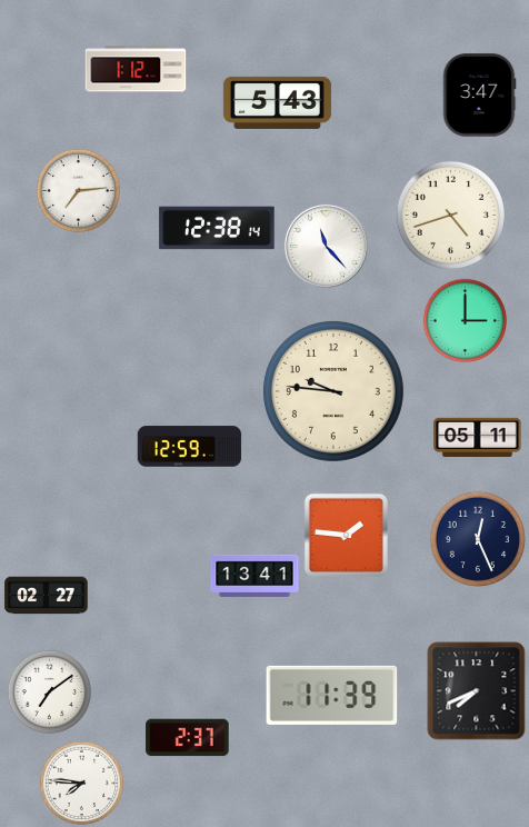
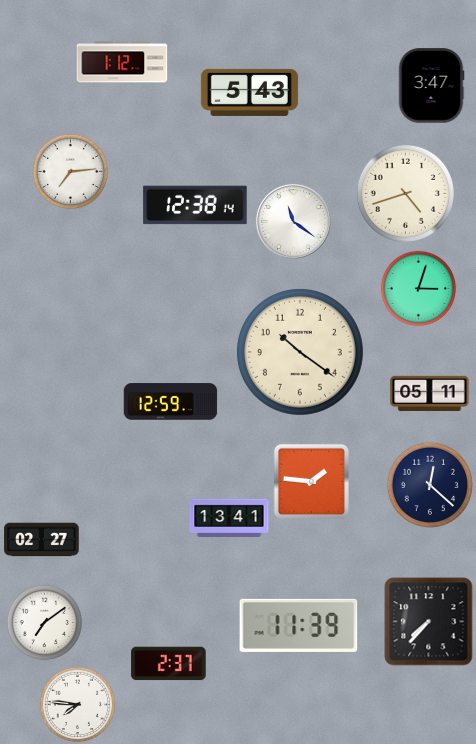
clock at (326, 246): 11:23 -> 11:21
clock at (466, 321): 3:00 -> 3:03
clock at (333, 391): 9:46 -> 10:21
clock at (477, 538): 12:26 -> 12:22
clock at (47, 596) position: (47, 596) -> (42, 540)
clock at (477, 691): 7:41 -> 7:37
clock at (82, 784) position: (82, 784) -> (78, 705)
